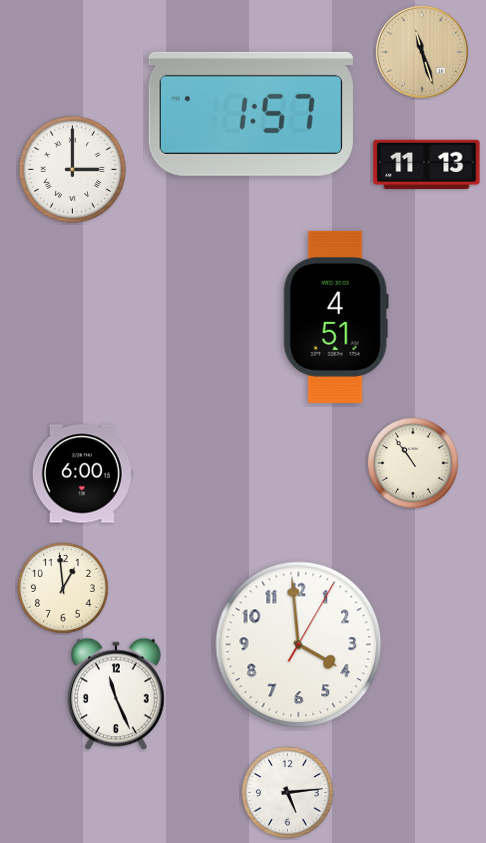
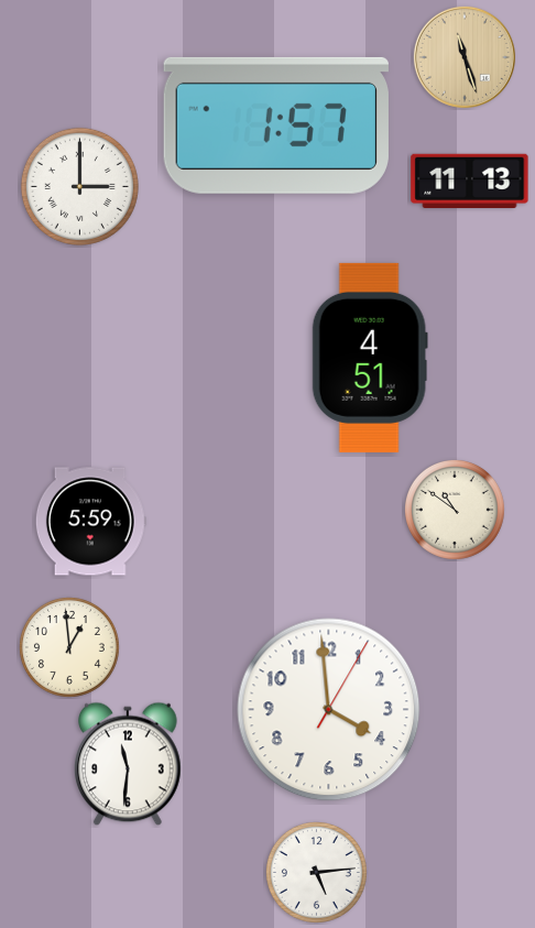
clock at (336, 317) position: (336, 317) -> (370, 358)
clock at (413, 463): 10:54 -> 10:51
clock at (82, 474): 6:00 -> 5:59
clock at (117, 694): 11:26 -> 11:31
